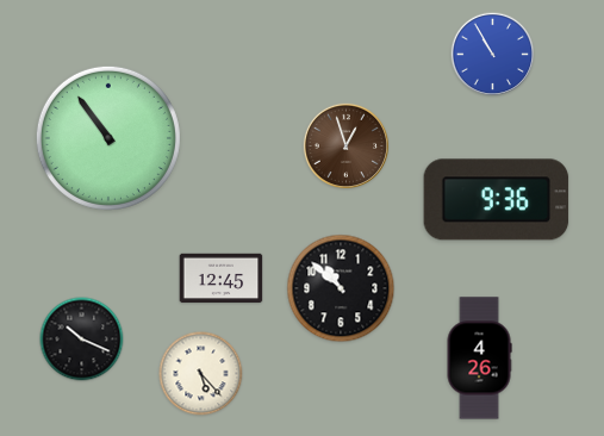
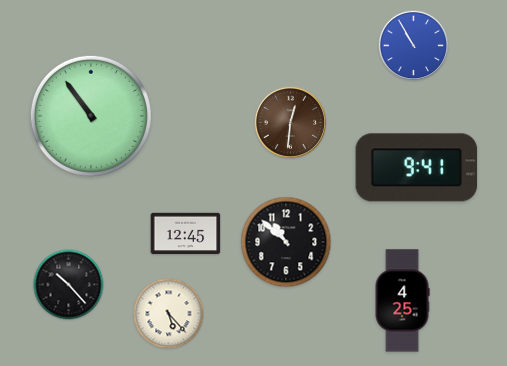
clock at (345, 145): 12:57 -> 12:31
clock at (497, 200): 9:36 -> 9:41
clock at (82, 340): 10:19 -> 10:23
clock at (479, 359): 4:26 -> 4:25
